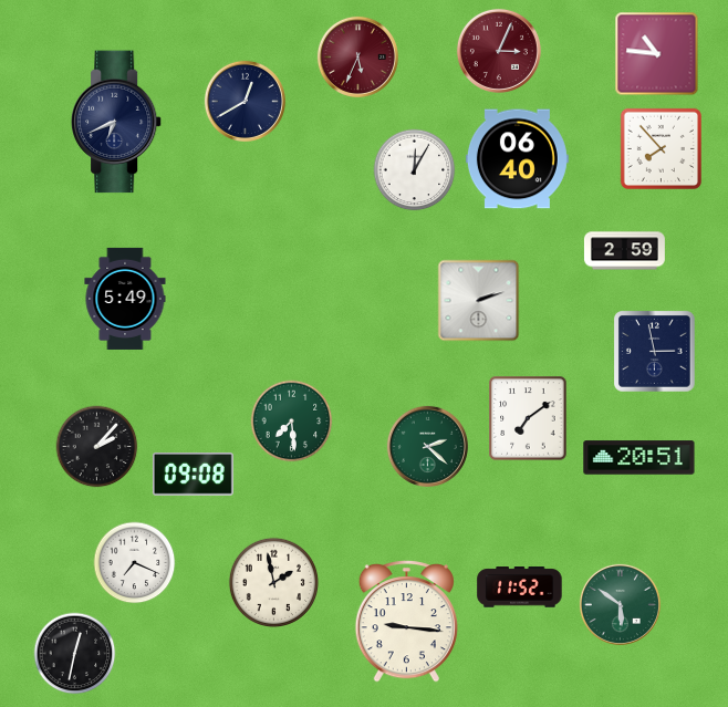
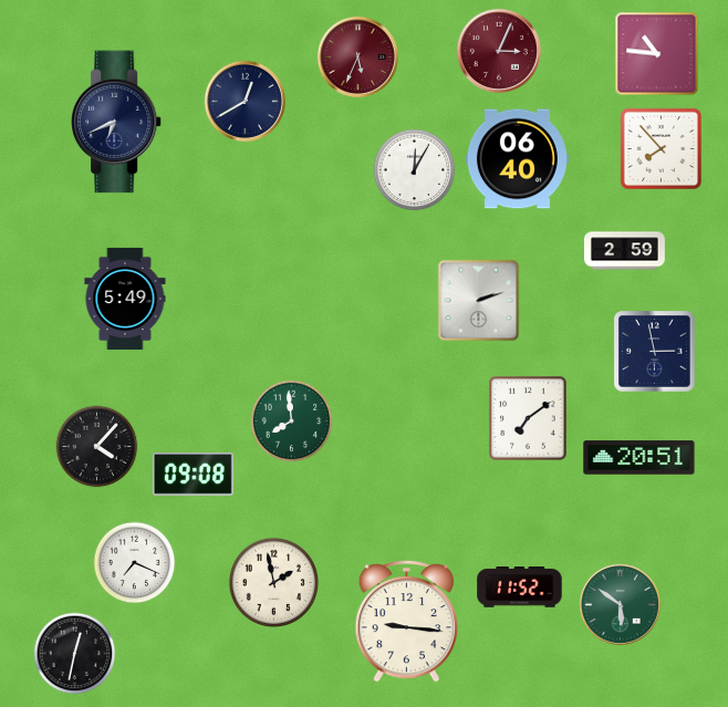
clock at (292, 422): 7:29 -> 7:59
clock at (427, 446): 2:22 -> none
clock at (97, 447): 2:07 -> 4:07
